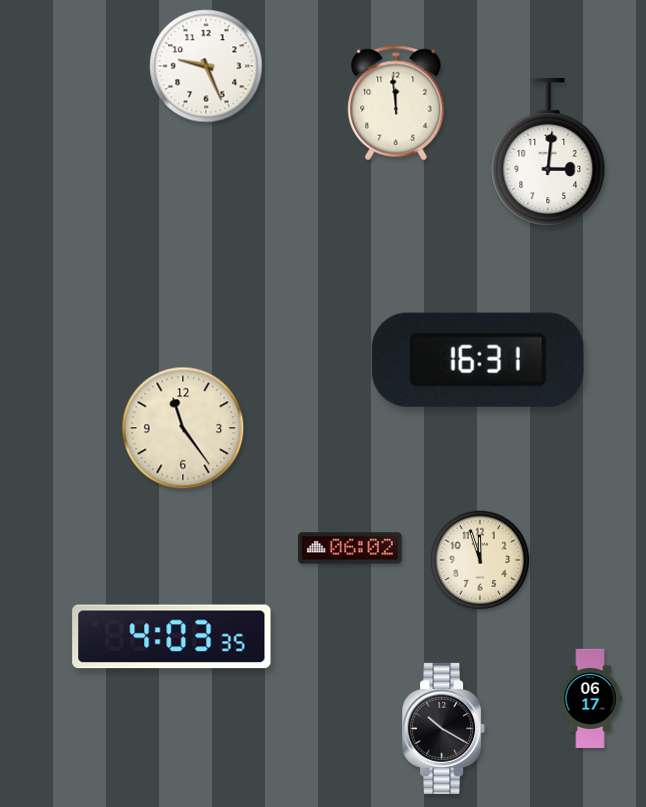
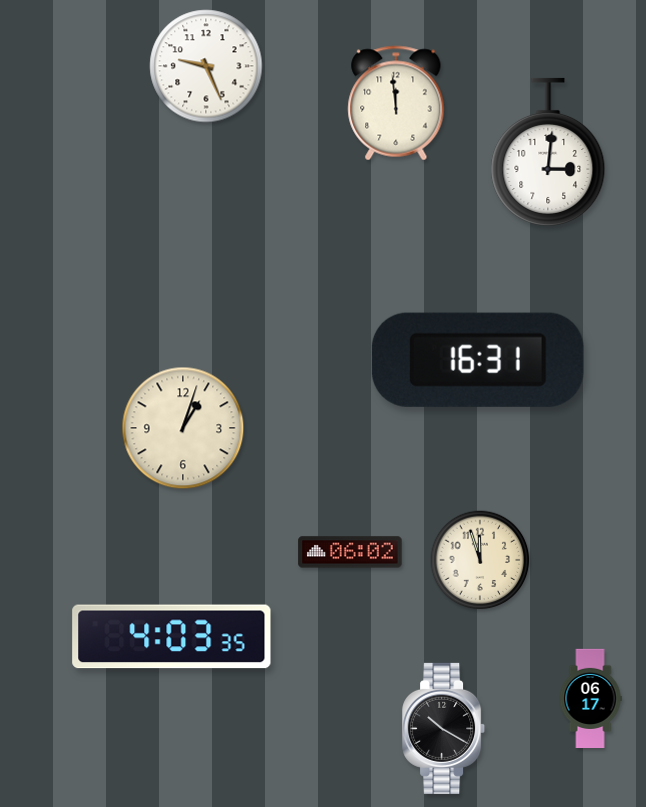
clock at (183, 428): 11:24 -> 1:03
clock at (350, 548) position: (350, 548) -> (350, 552)
